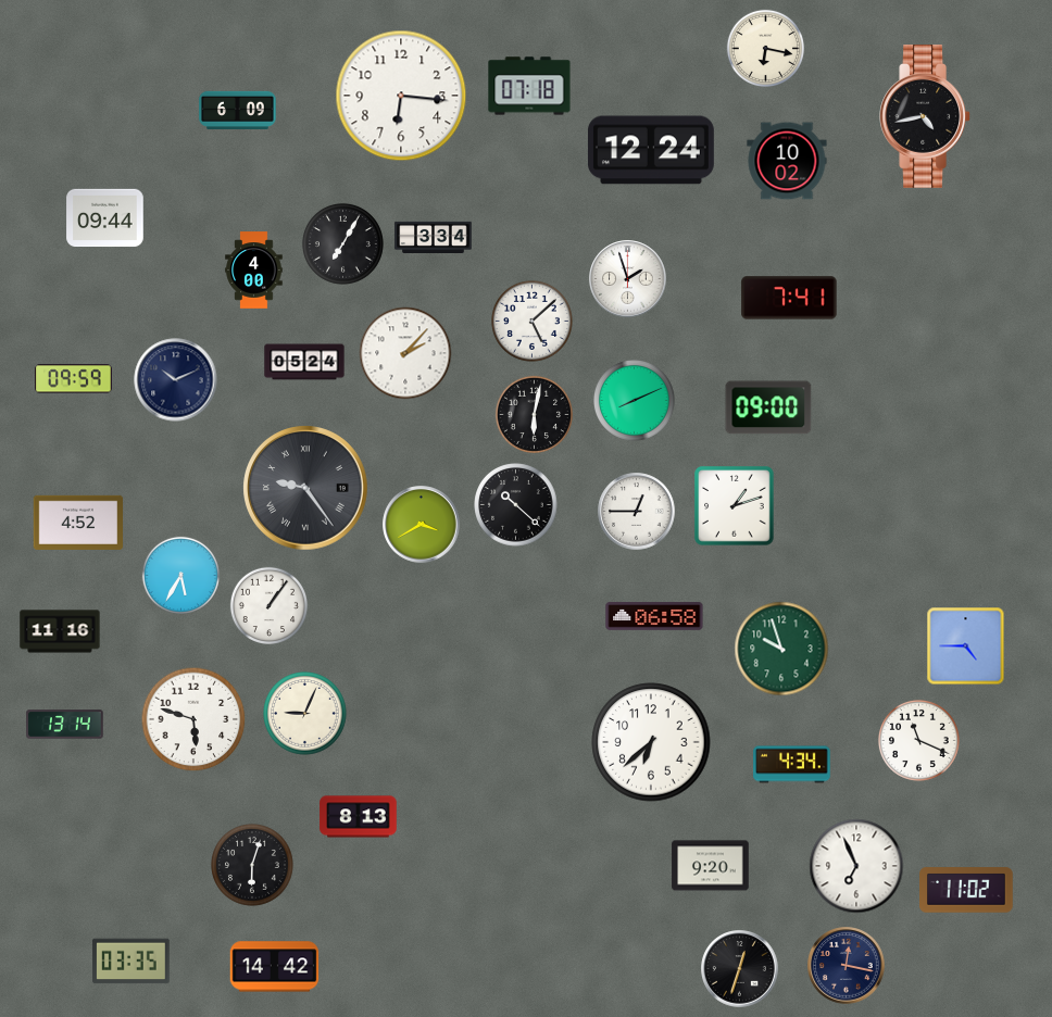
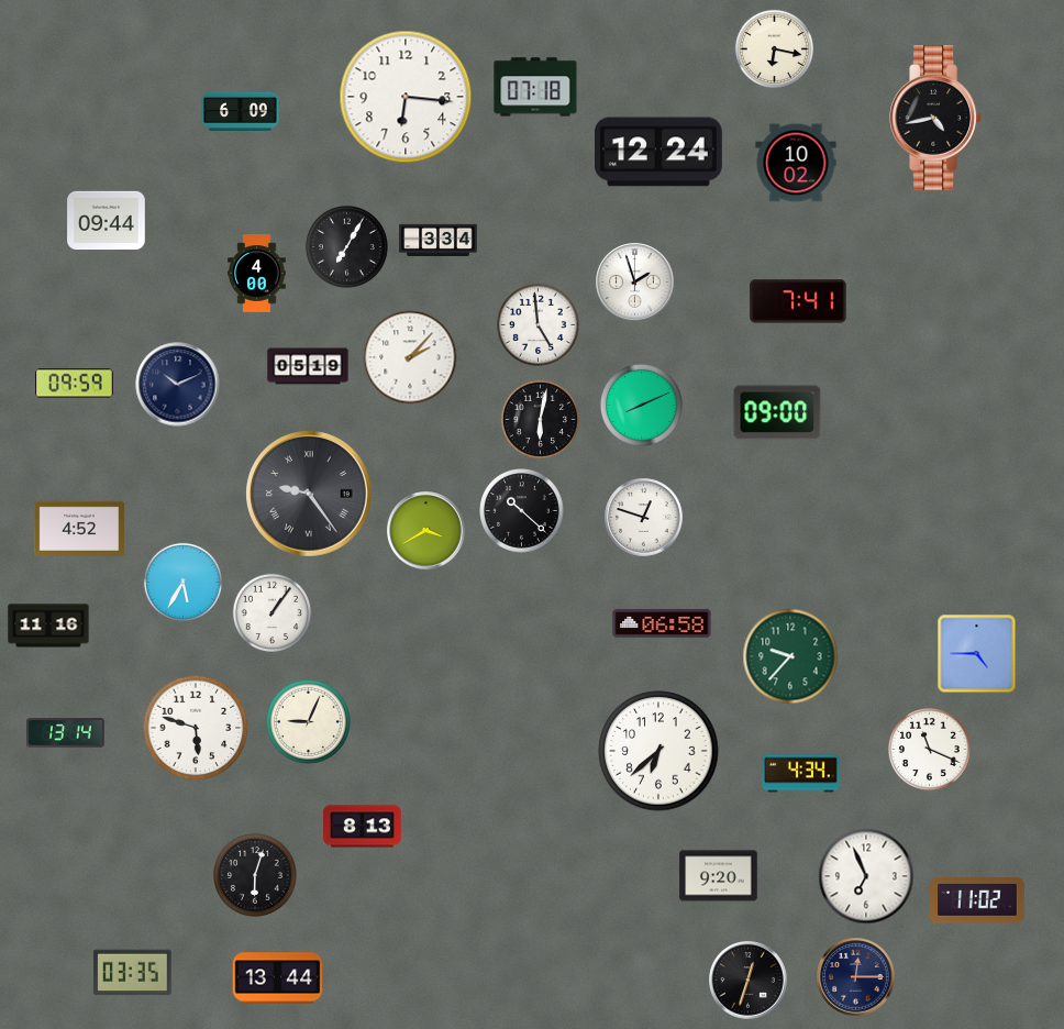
clock at (531, 321): 5:08 -> 4:59
clock at (304, 362): 05:24 -> 05:19
clock at (735, 506): 1:12 -> none
clock at (637, 512): 12:45 -> 12:48
clock at (60, 631) position: (60, 631) -> (48, 626)
clock at (781, 649): 9:57 -> 9:37
clock at (847, 966): 12:17 -> 12:15
clock at (275, 967): 14:42 -> 13:44
